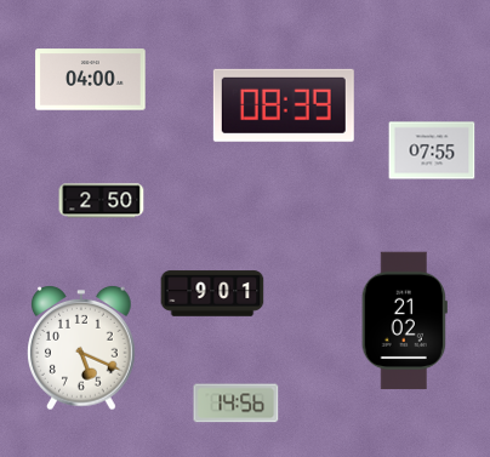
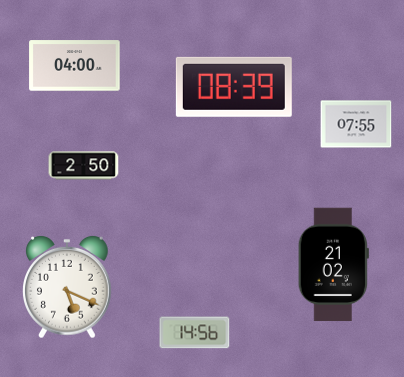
clock at (212, 293): 9:01 -> none
